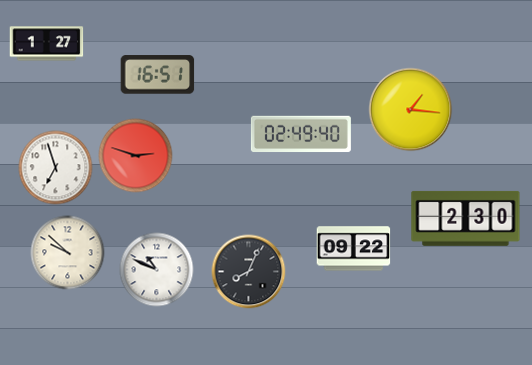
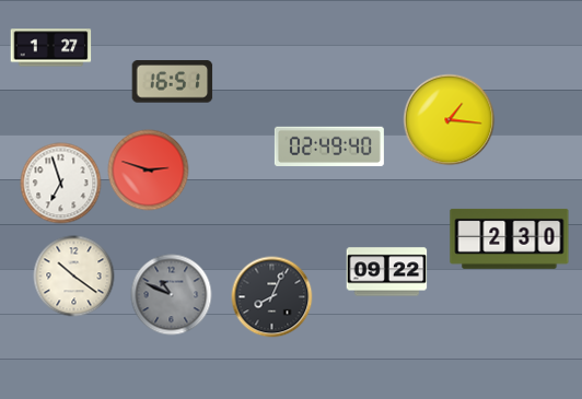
clock at (68, 253): 9:52 -> 10:21
clock at (157, 270) dial: white -> grey
